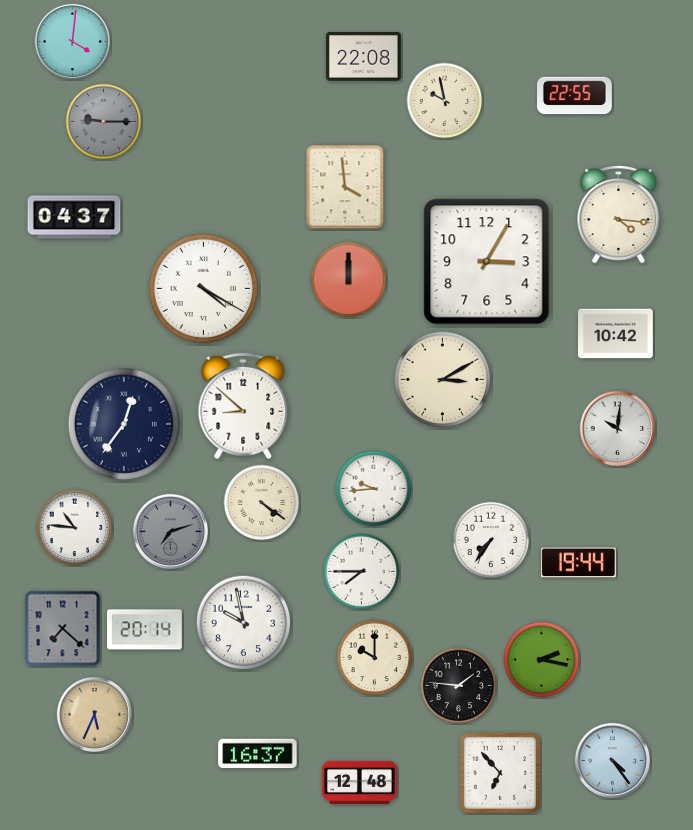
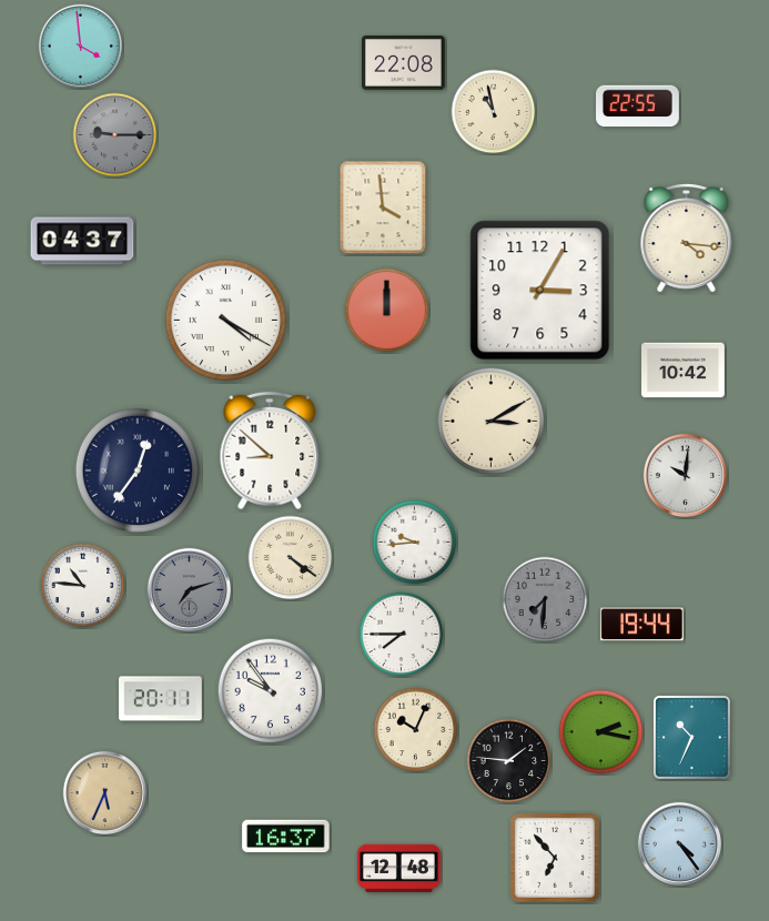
clock at (72, 41): 4:01 -> 3:59
clock at (445, 101): 9:58 -> 10:58
clock at (491, 540): 7:36 -> 7:31
clock at (491, 540) dial: white -> grey
clock at (244, 623): 9:58 -> 9:54
clock at (63, 629): 7:22 -> none
clock at (145, 630): 20:14 -> 20:11
clock at (375, 658): 10:00 -> 10:04
clock at (691, 737): none -> 10:34
